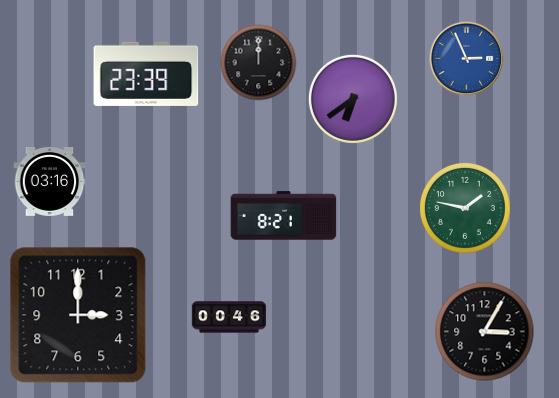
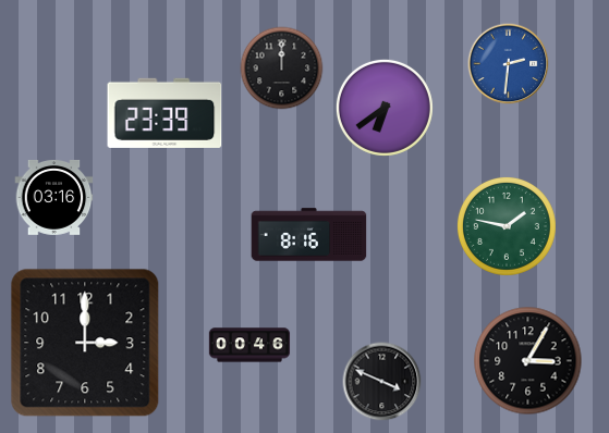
clock at (467, 59): 2:56 -> 2:31
clock at (146, 74) position: (146, 74) -> (165, 113)
clock at (284, 216): 8:21 -> 8:16
clock at (382, 382): none -> 3:49
